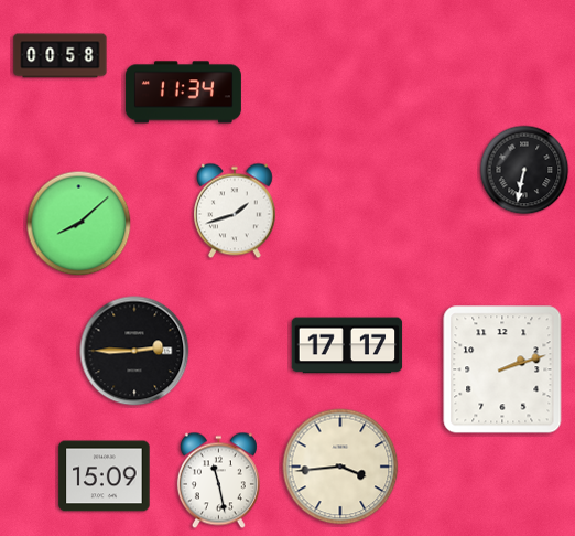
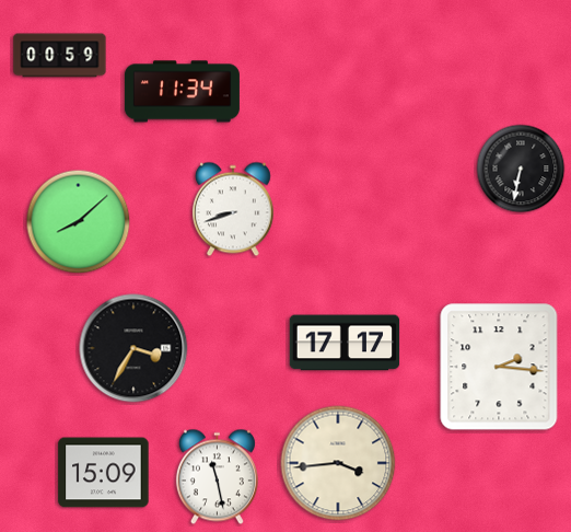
clock at (61, 56): 00:58 -> 00:59
clock at (236, 211): 1:42 -> 8:42
clock at (134, 351): 2:45 -> 3:35
clock at (502, 369): 2:12 -> 2:16
